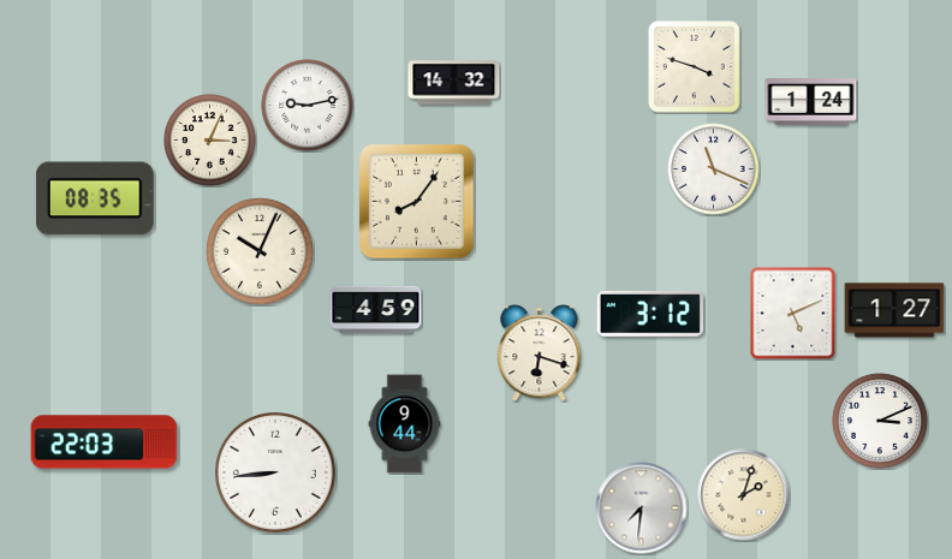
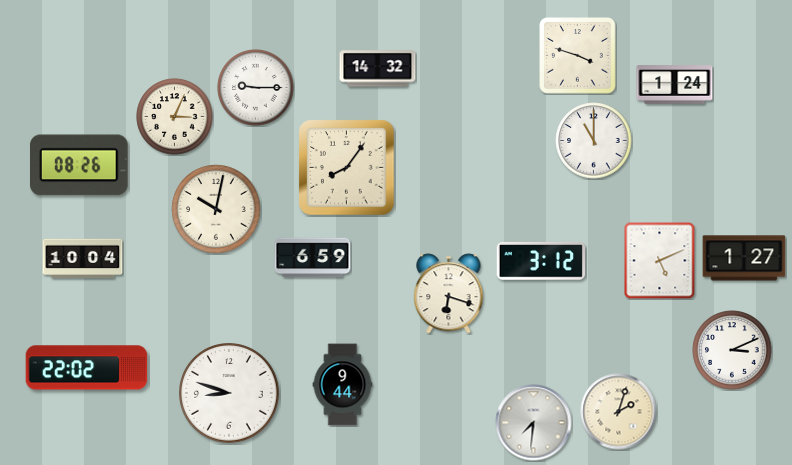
clock at (308, 106): 9:13 -> 9:15
clock at (714, 170): 11:19 -> 11:00
clock at (95, 198): 08:35 -> 08:26
clock at (260, 251): 10:04 -> 10:02
clock at (376, 310): 4:59 -> 6:59
clock at (83, 259): none -> 10:04
clock at (405, 424) position: (405, 424) -> (343, 385)
clock at (105, 442): 22:03 -> 22:02
clock at (276, 474): 8:44 -> 8:48
